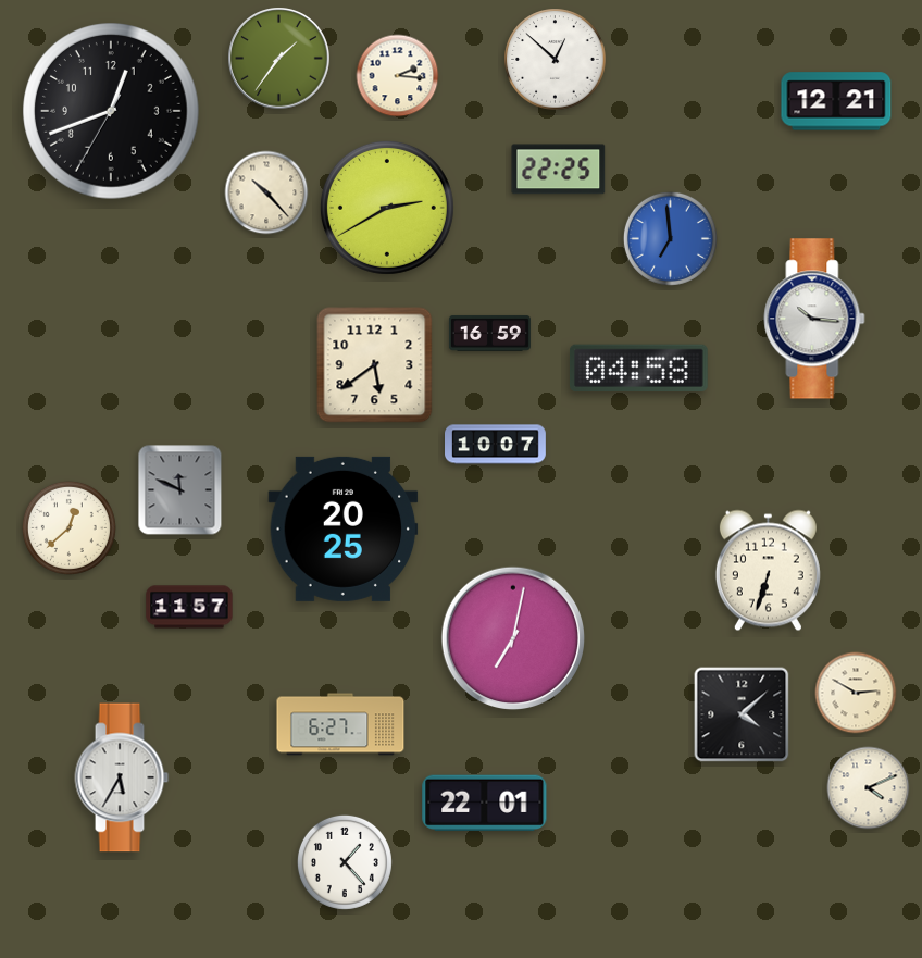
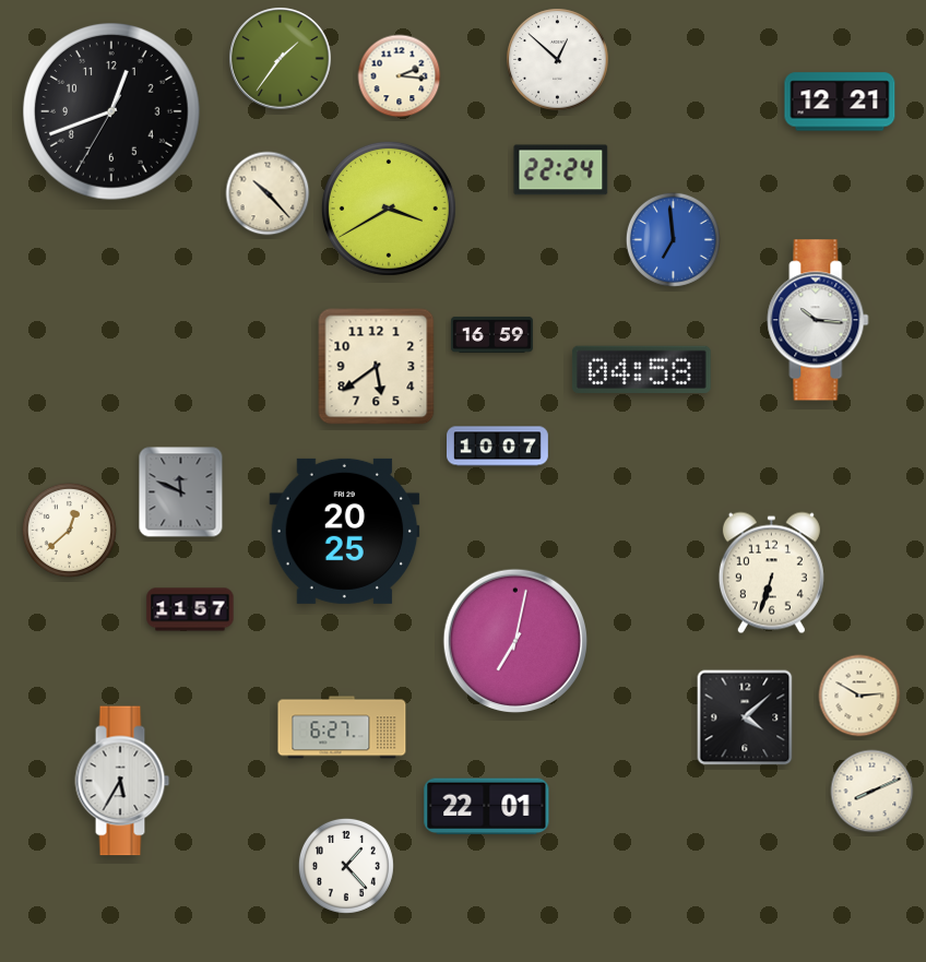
clock at (559, 170): 22:25 -> 22:24
clock at (387, 208): 2:40 -> 3:40
clock at (869, 788): 4:11 -> 8:11
